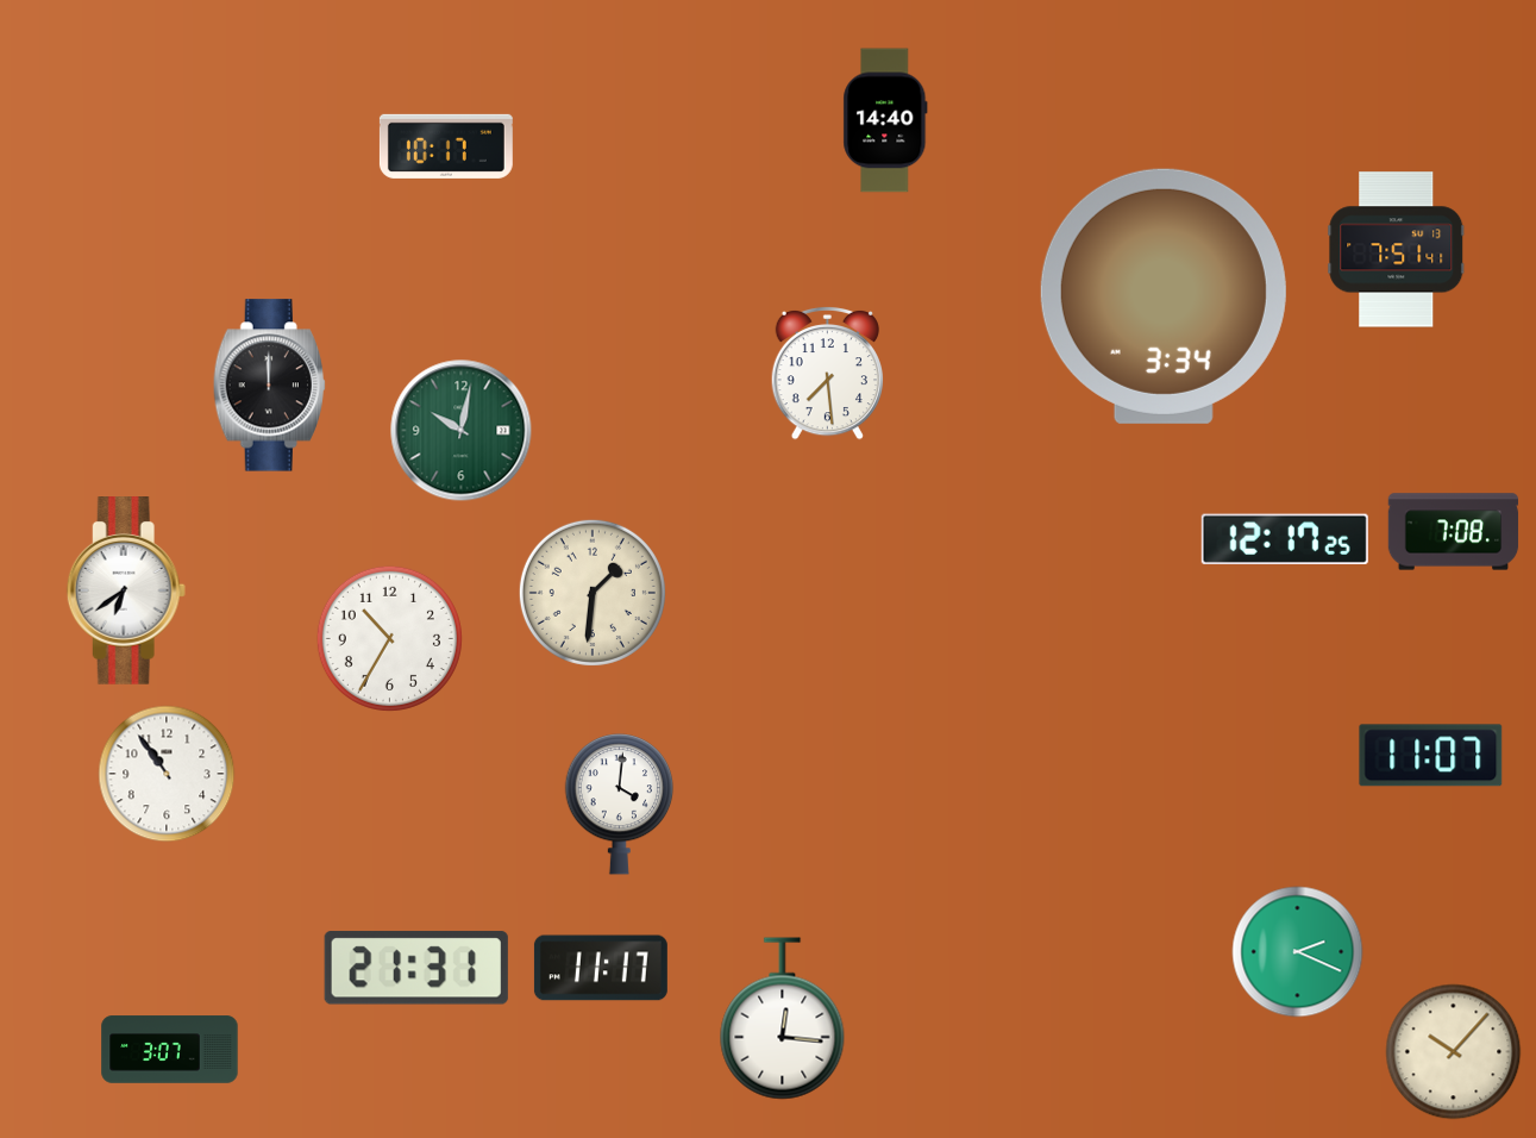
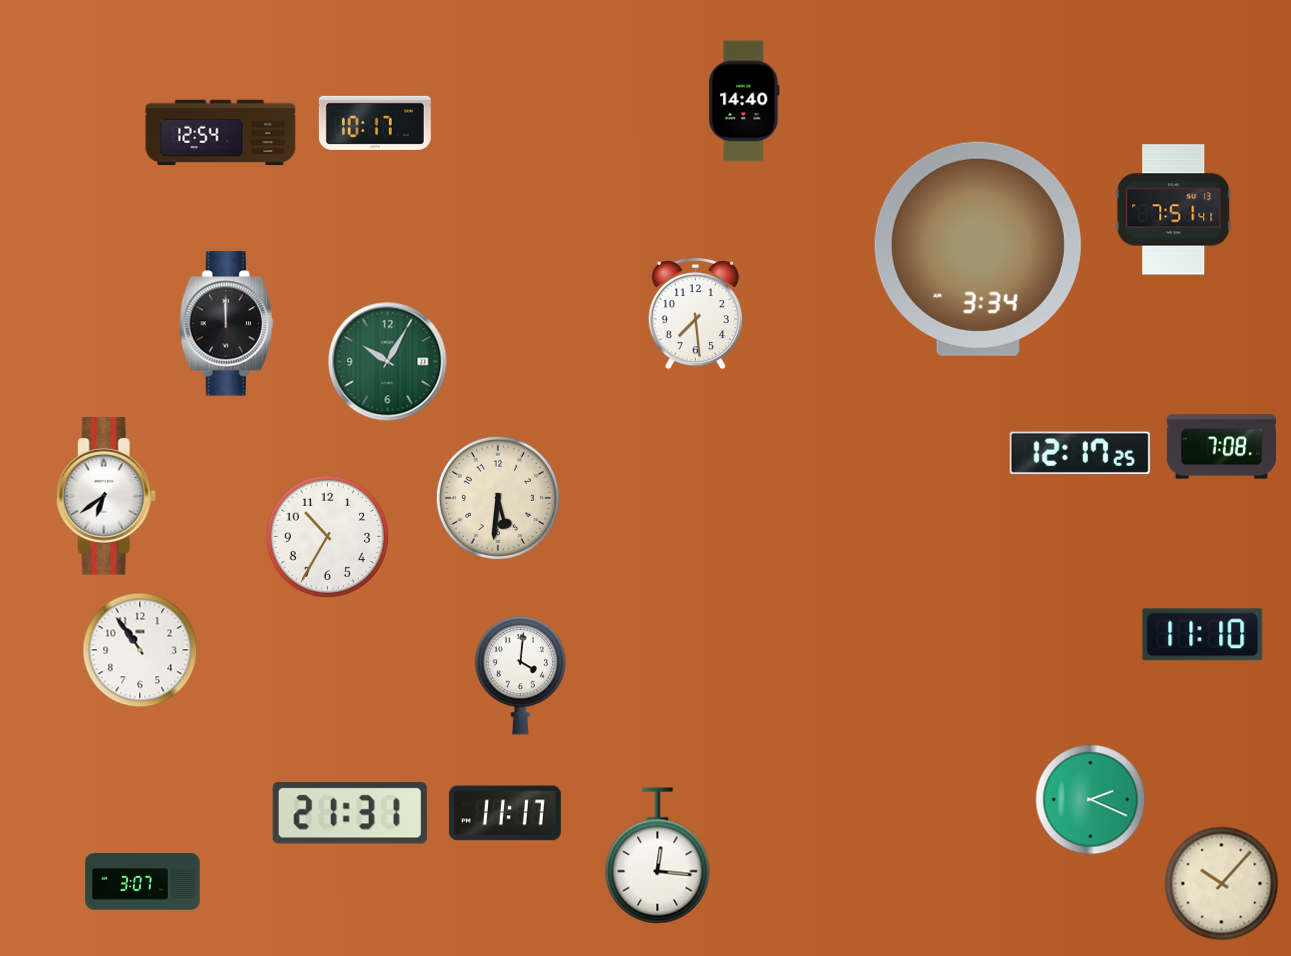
clock at (221, 133): none -> 12:54
clock at (462, 431): 10:02 -> 10:05
clock at (593, 593): 1:31 -> 5:31
clock at (1431, 756): 11:07 -> 11:10
